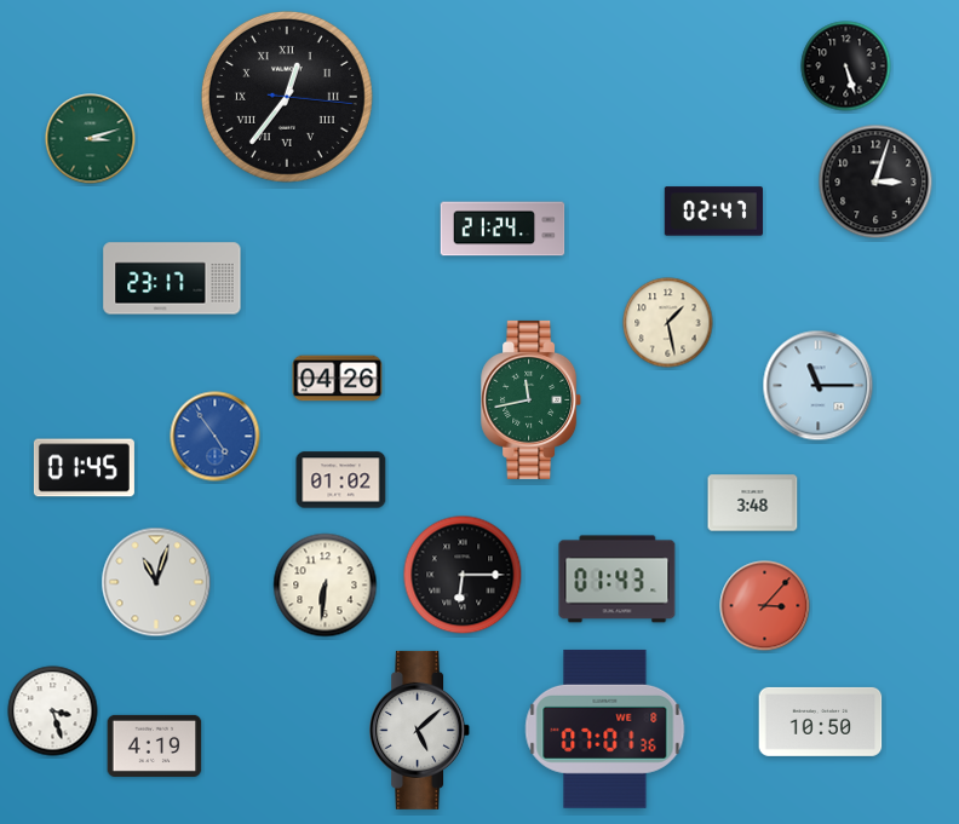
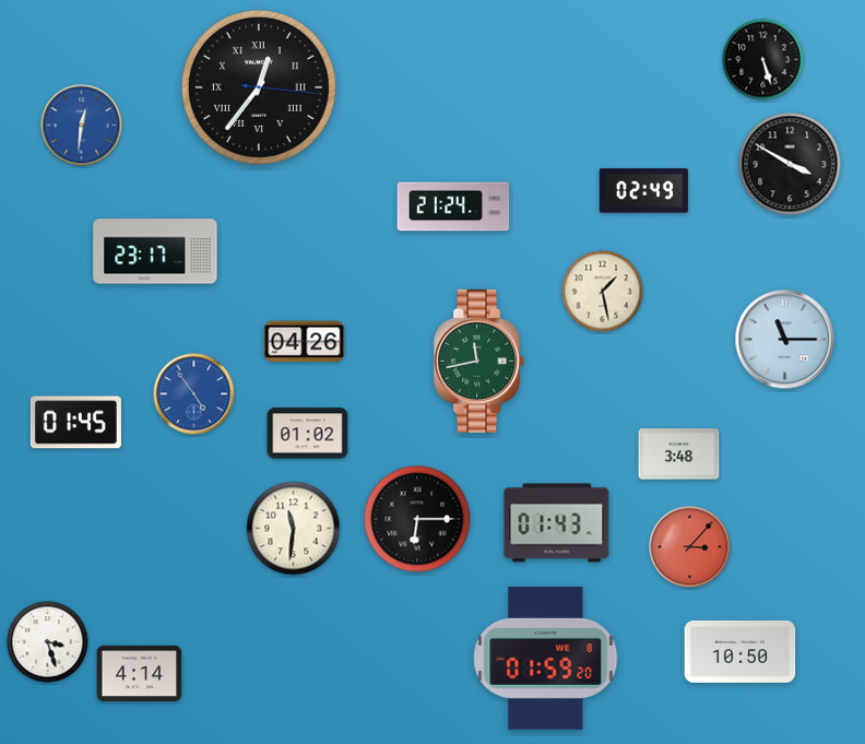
clock at (91, 139): 3:12 -> 12:31
clock at (91, 139) dial: green -> blue
clock at (875, 181): 3:03 -> 3:50
clock at (713, 212): 02:47 -> 02:49
clock at (819, 386) position: (819, 386) -> (785, 340)
clock at (156, 582): 11:03 -> none
clock at (326, 586): 6:31 -> 11:31
clock at (605, 728): 07:01 -> 01:59
clock at (420, 730): 5:08 -> none
clock at (155, 745): 4:19 -> 4:14
